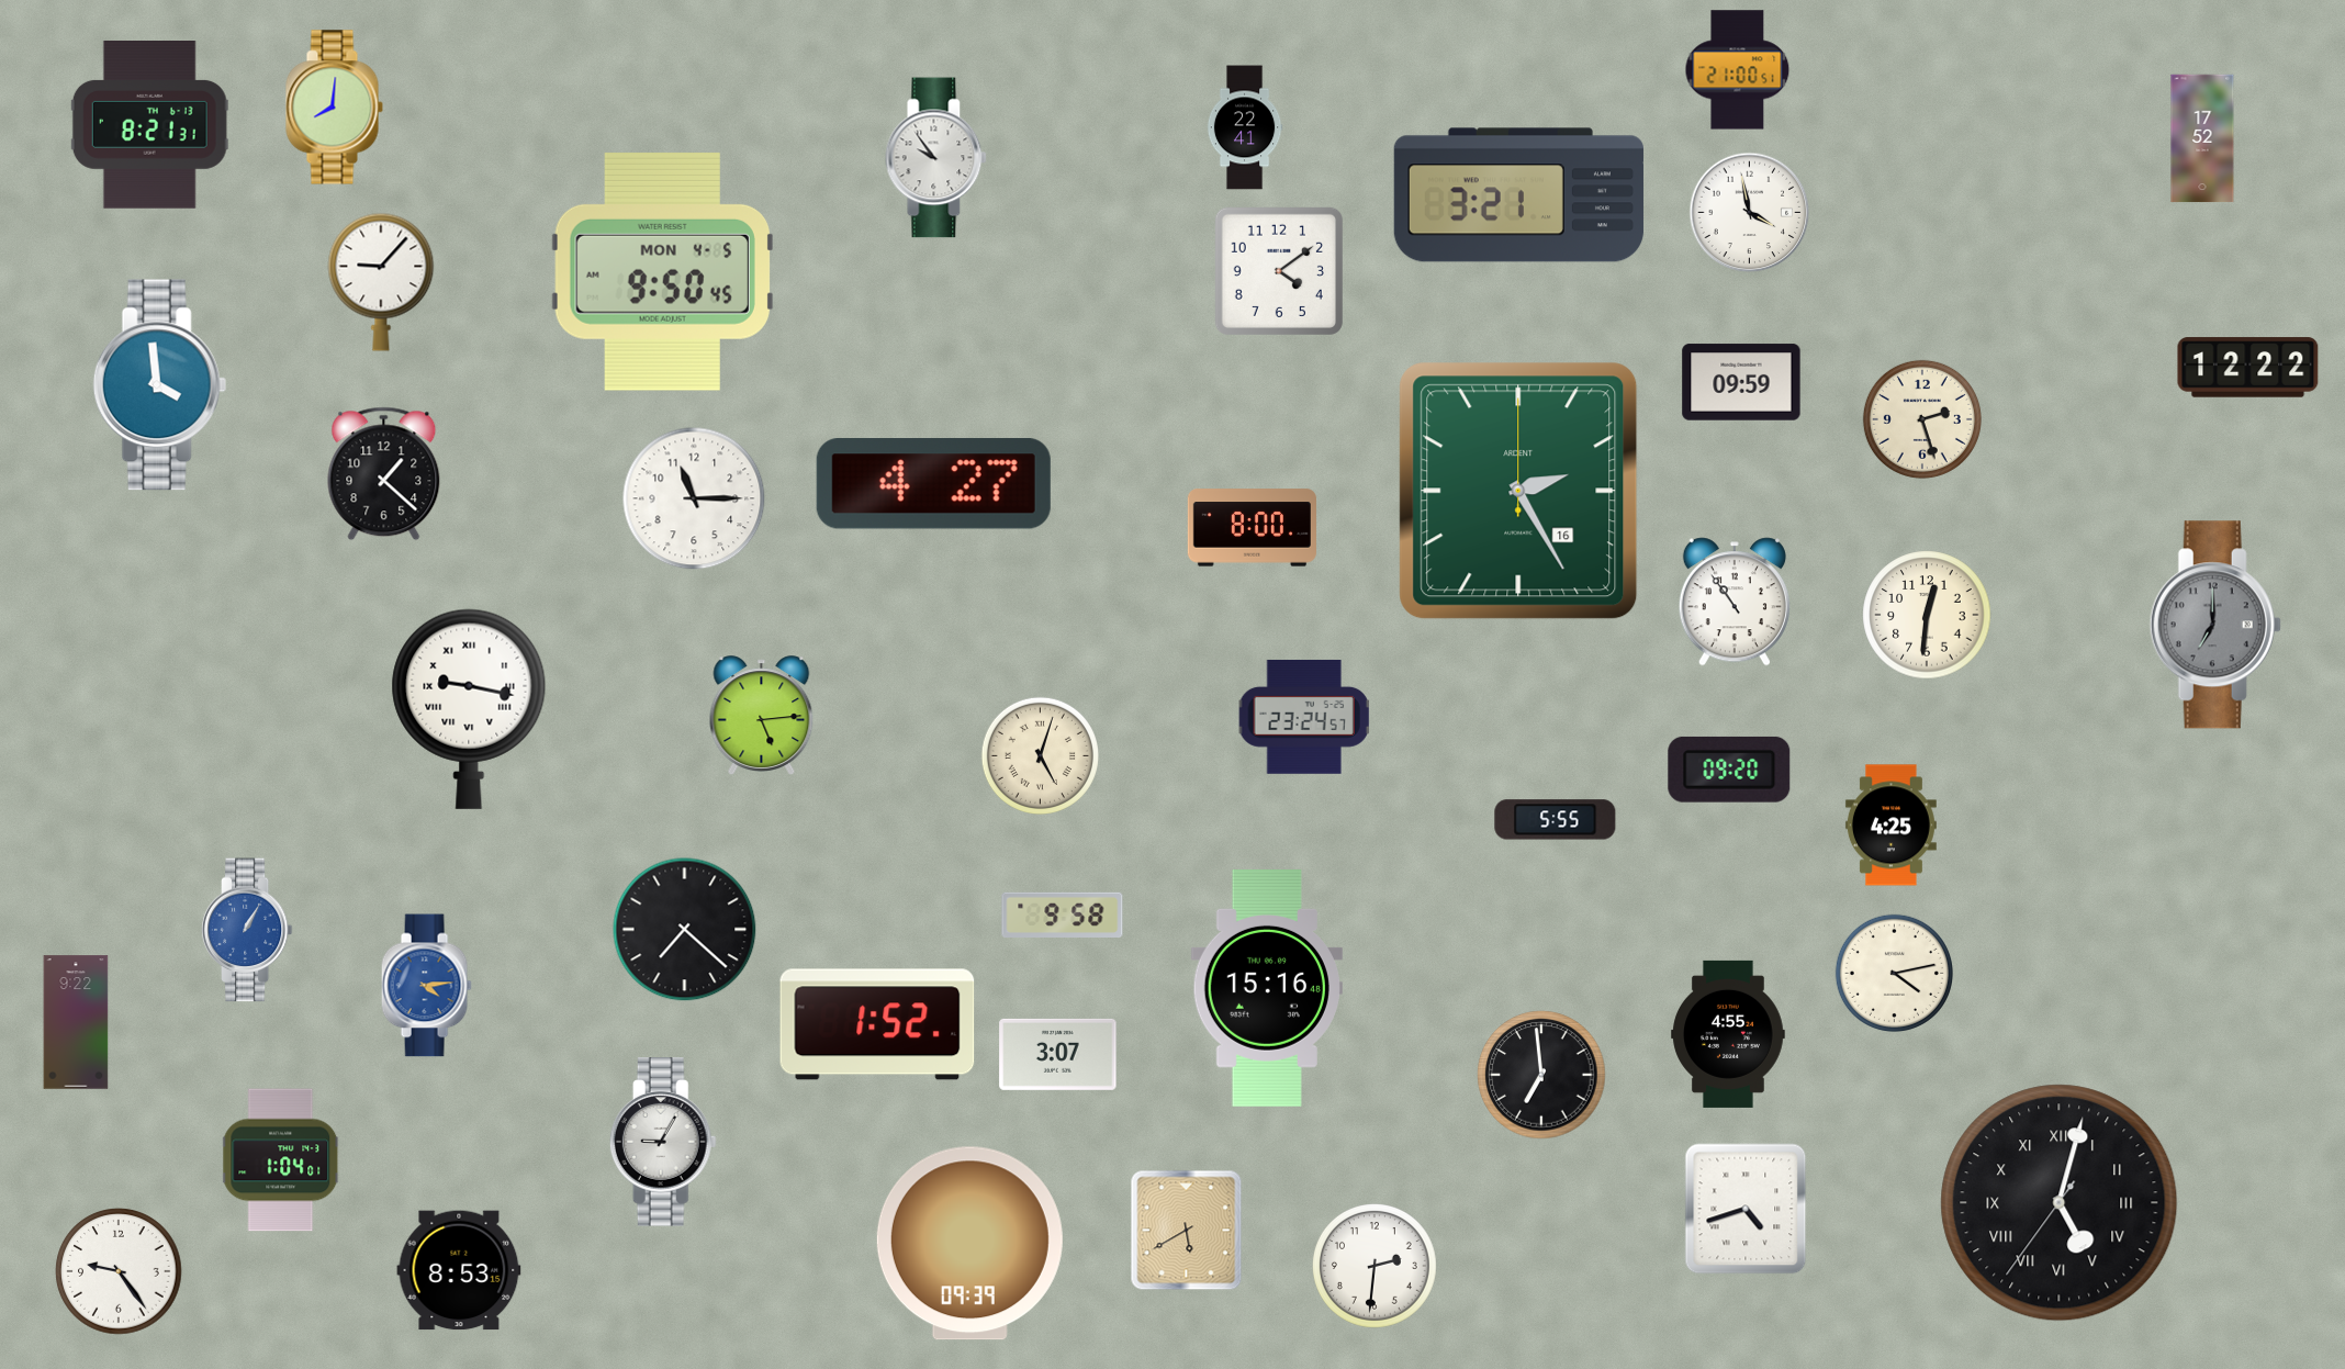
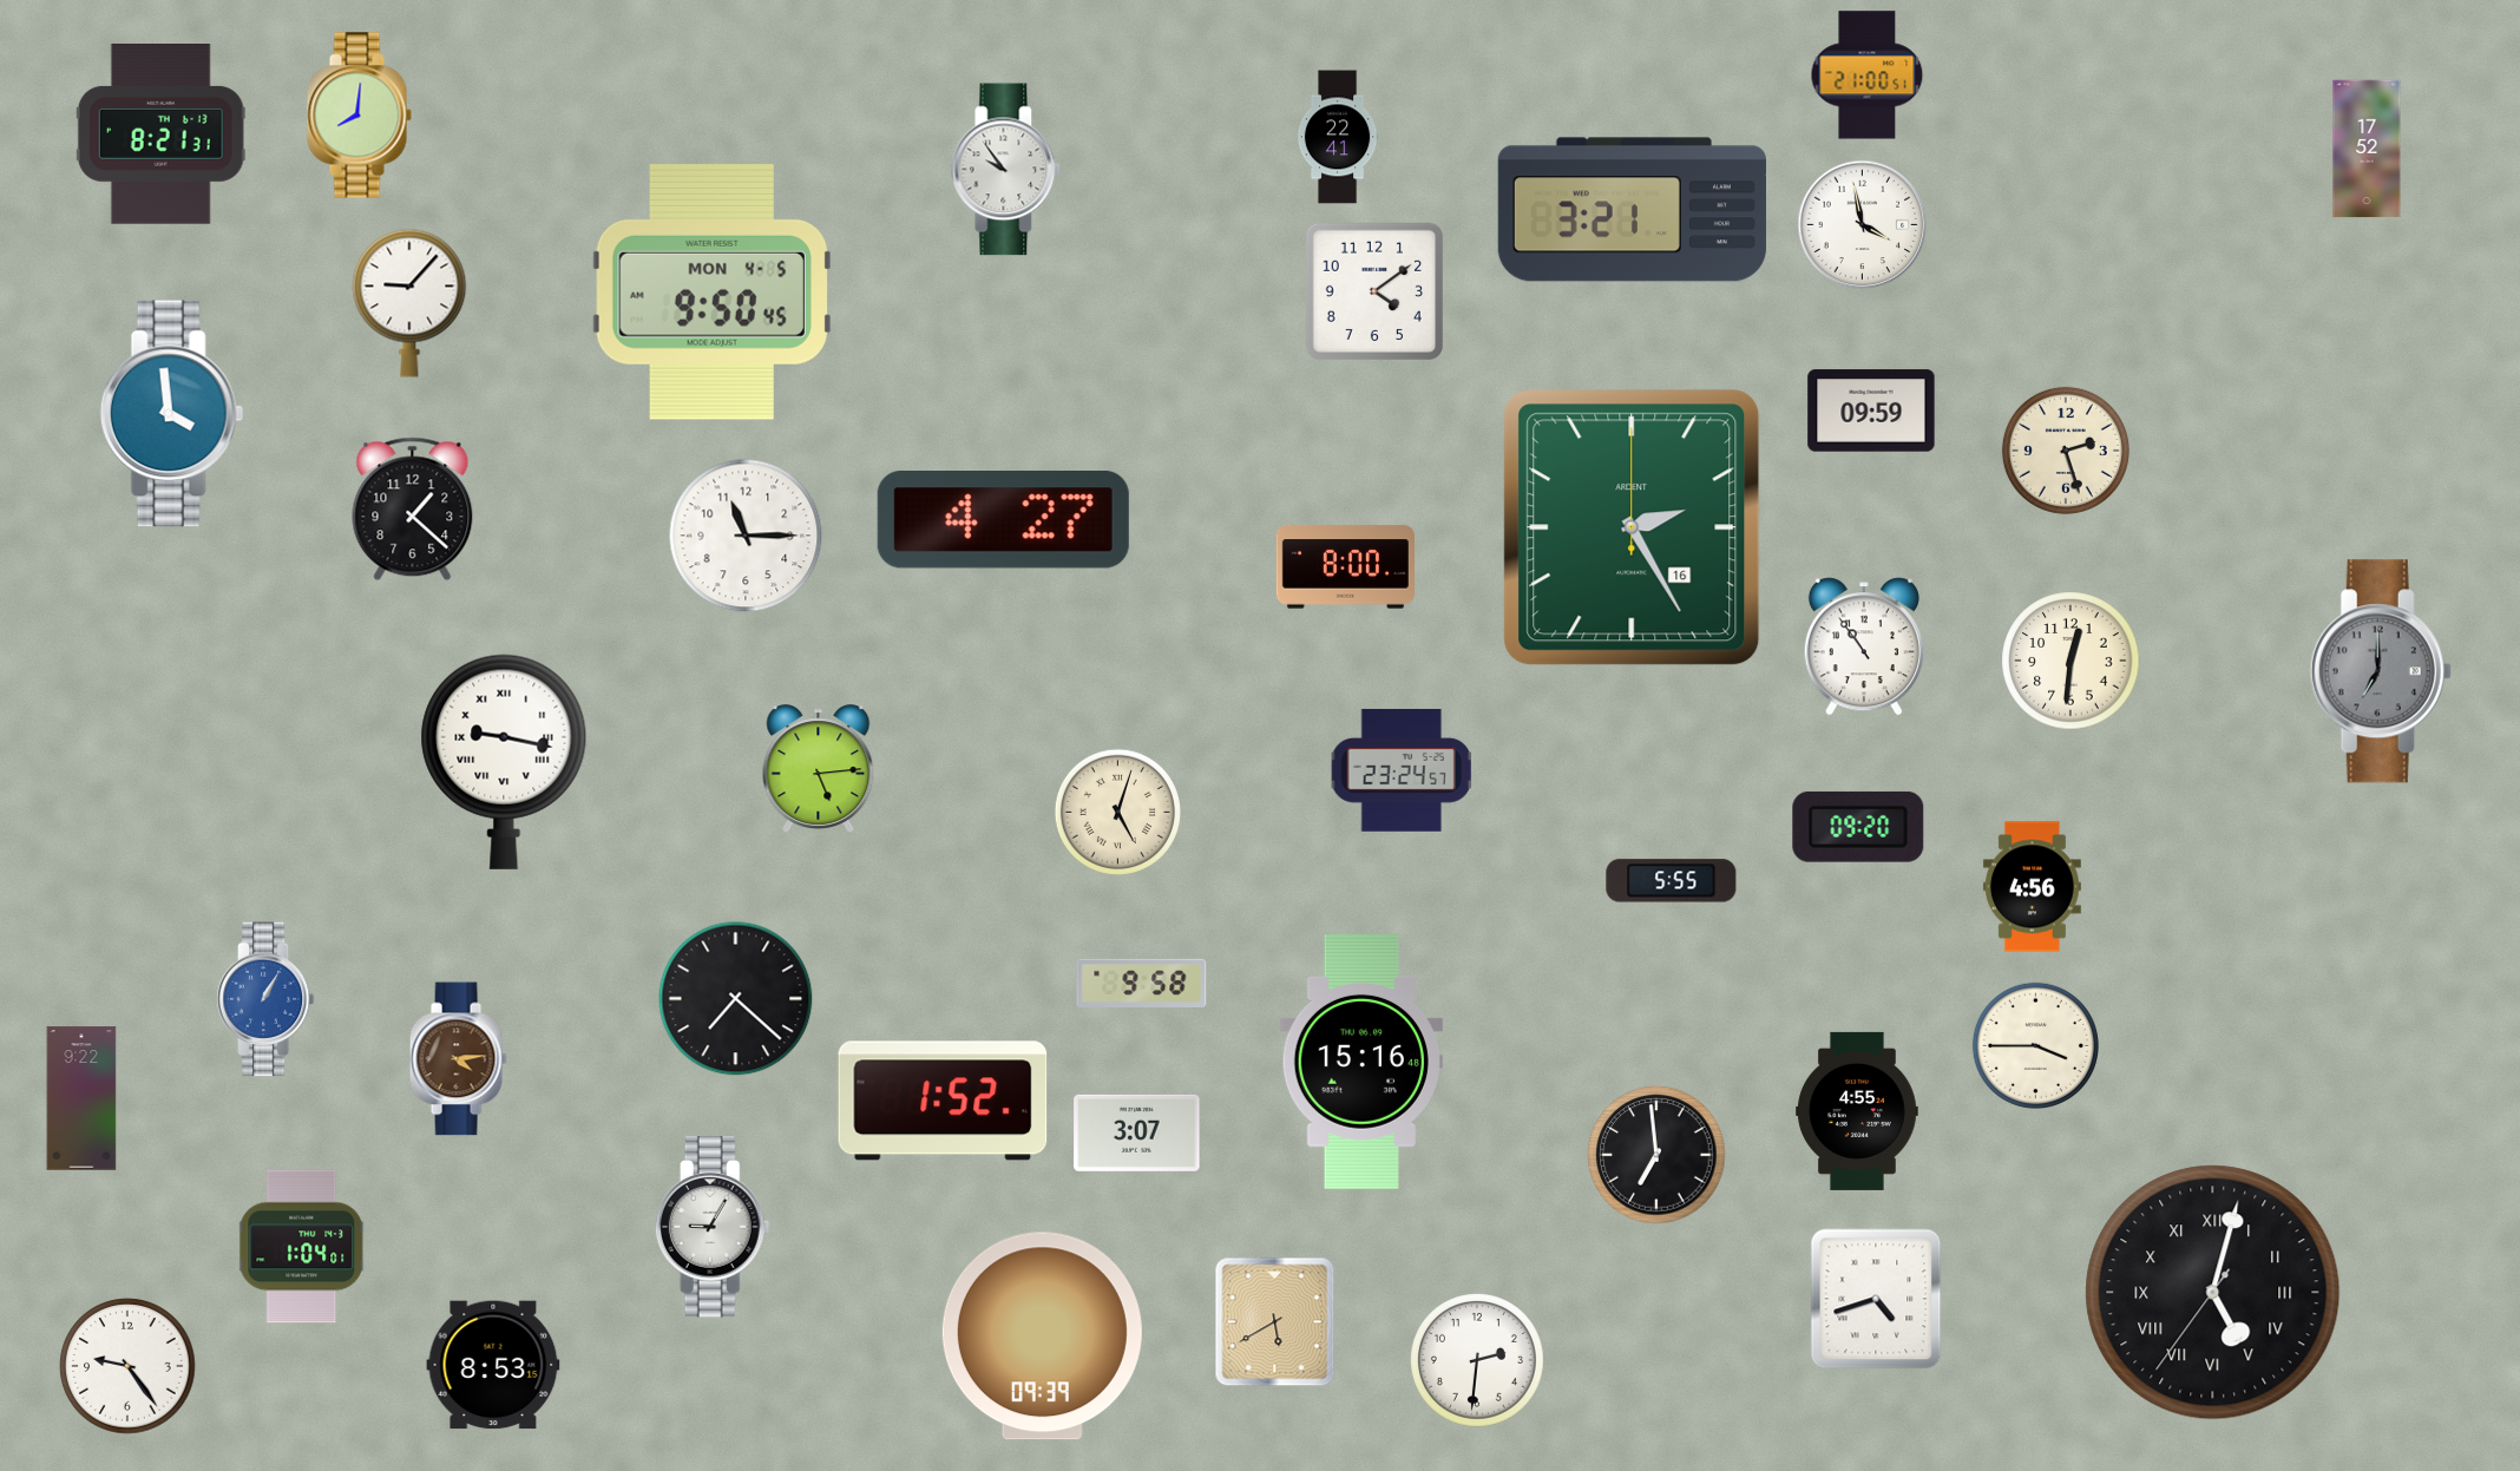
clock at (1750, 213) position: (1750, 213) -> (1863, 225)
clock at (2248, 368): 12:22 -> none
clock at (1890, 826): 4:25 -> 4:56
clock at (1894, 973): 4:13 -> 3:45
clock at (426, 986) dial: blue -> brown
